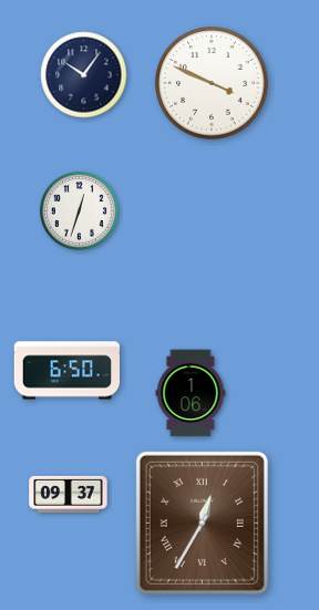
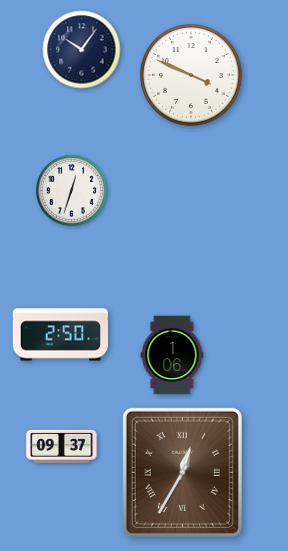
clock at (84, 75) position: (84, 75) -> (82, 50)
clock at (66, 371): 6:50 -> 2:50
